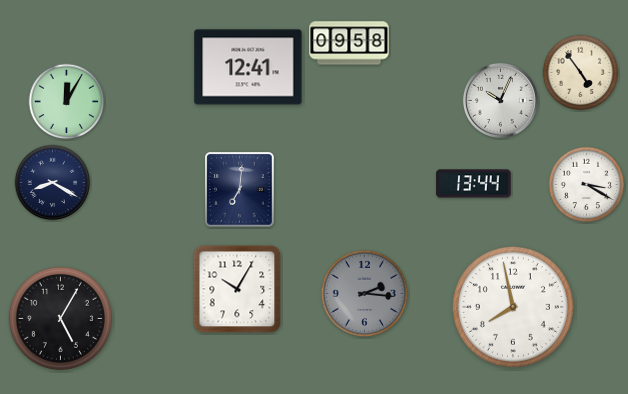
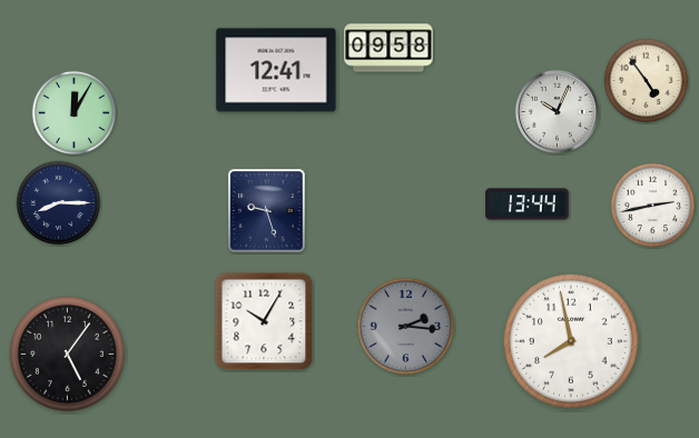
clock at (248, 67) position: (248, 67) -> (276, 70)
clock at (53, 183): 8:20 -> 8:15
clock at (587, 185): 3:20 -> 2:43
clock at (240, 190): 7:01 -> 9:27
clock at (60, 318): 5:05 -> 5:06
